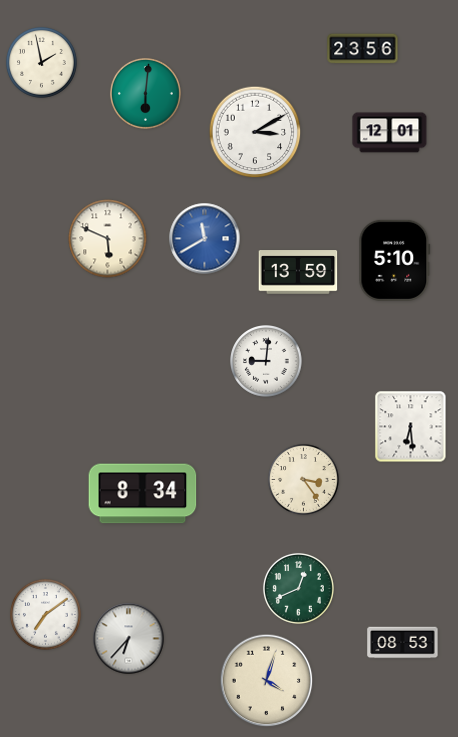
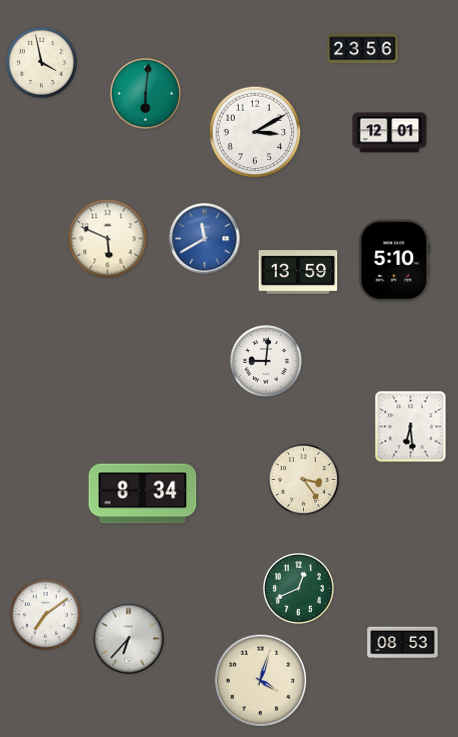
clock at (41, 62): 1:58 -> 3:58
clock at (267, 681) position: (267, 681) -> (261, 681)
